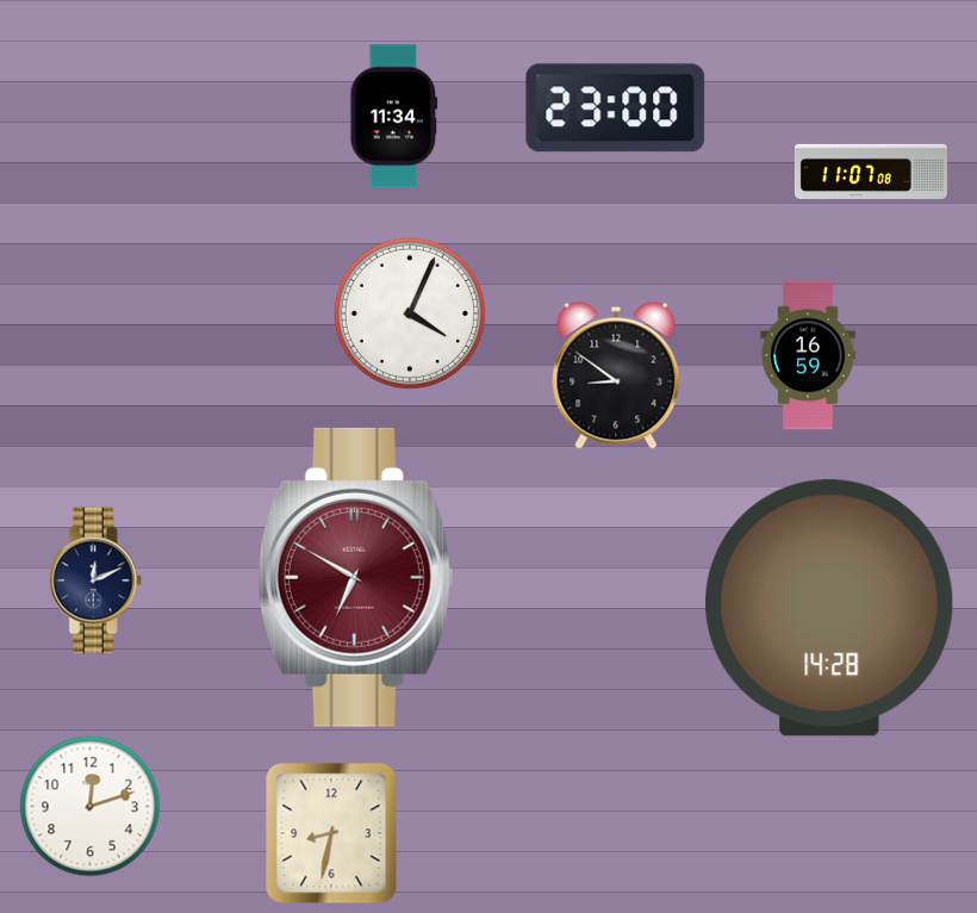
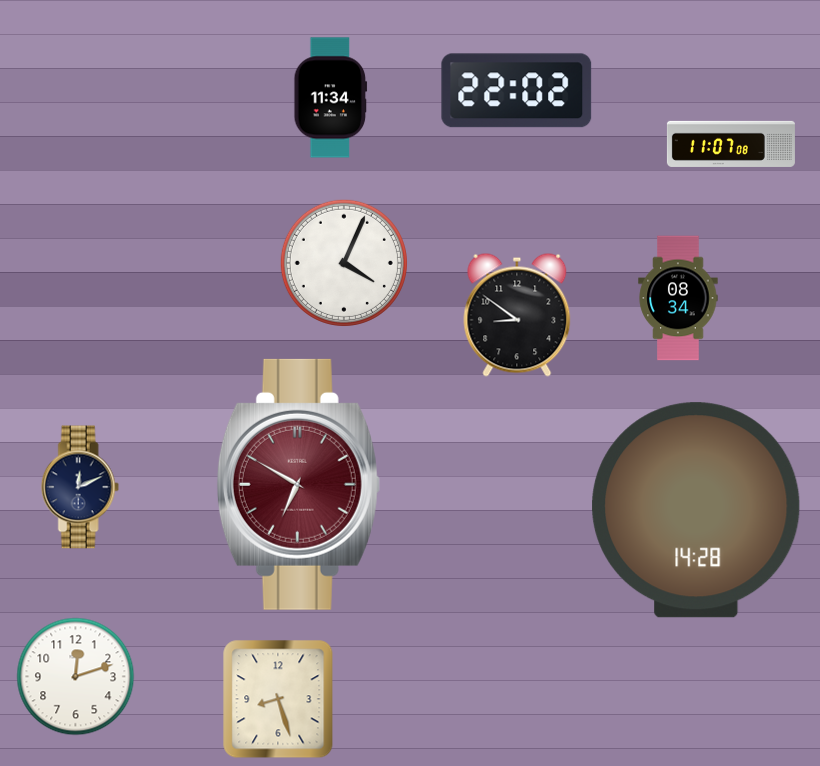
clock at (616, 108): 23:00 -> 22:02
clock at (808, 355): 16:59 -> 08:34
clock at (331, 833): 8:32 -> 8:27
